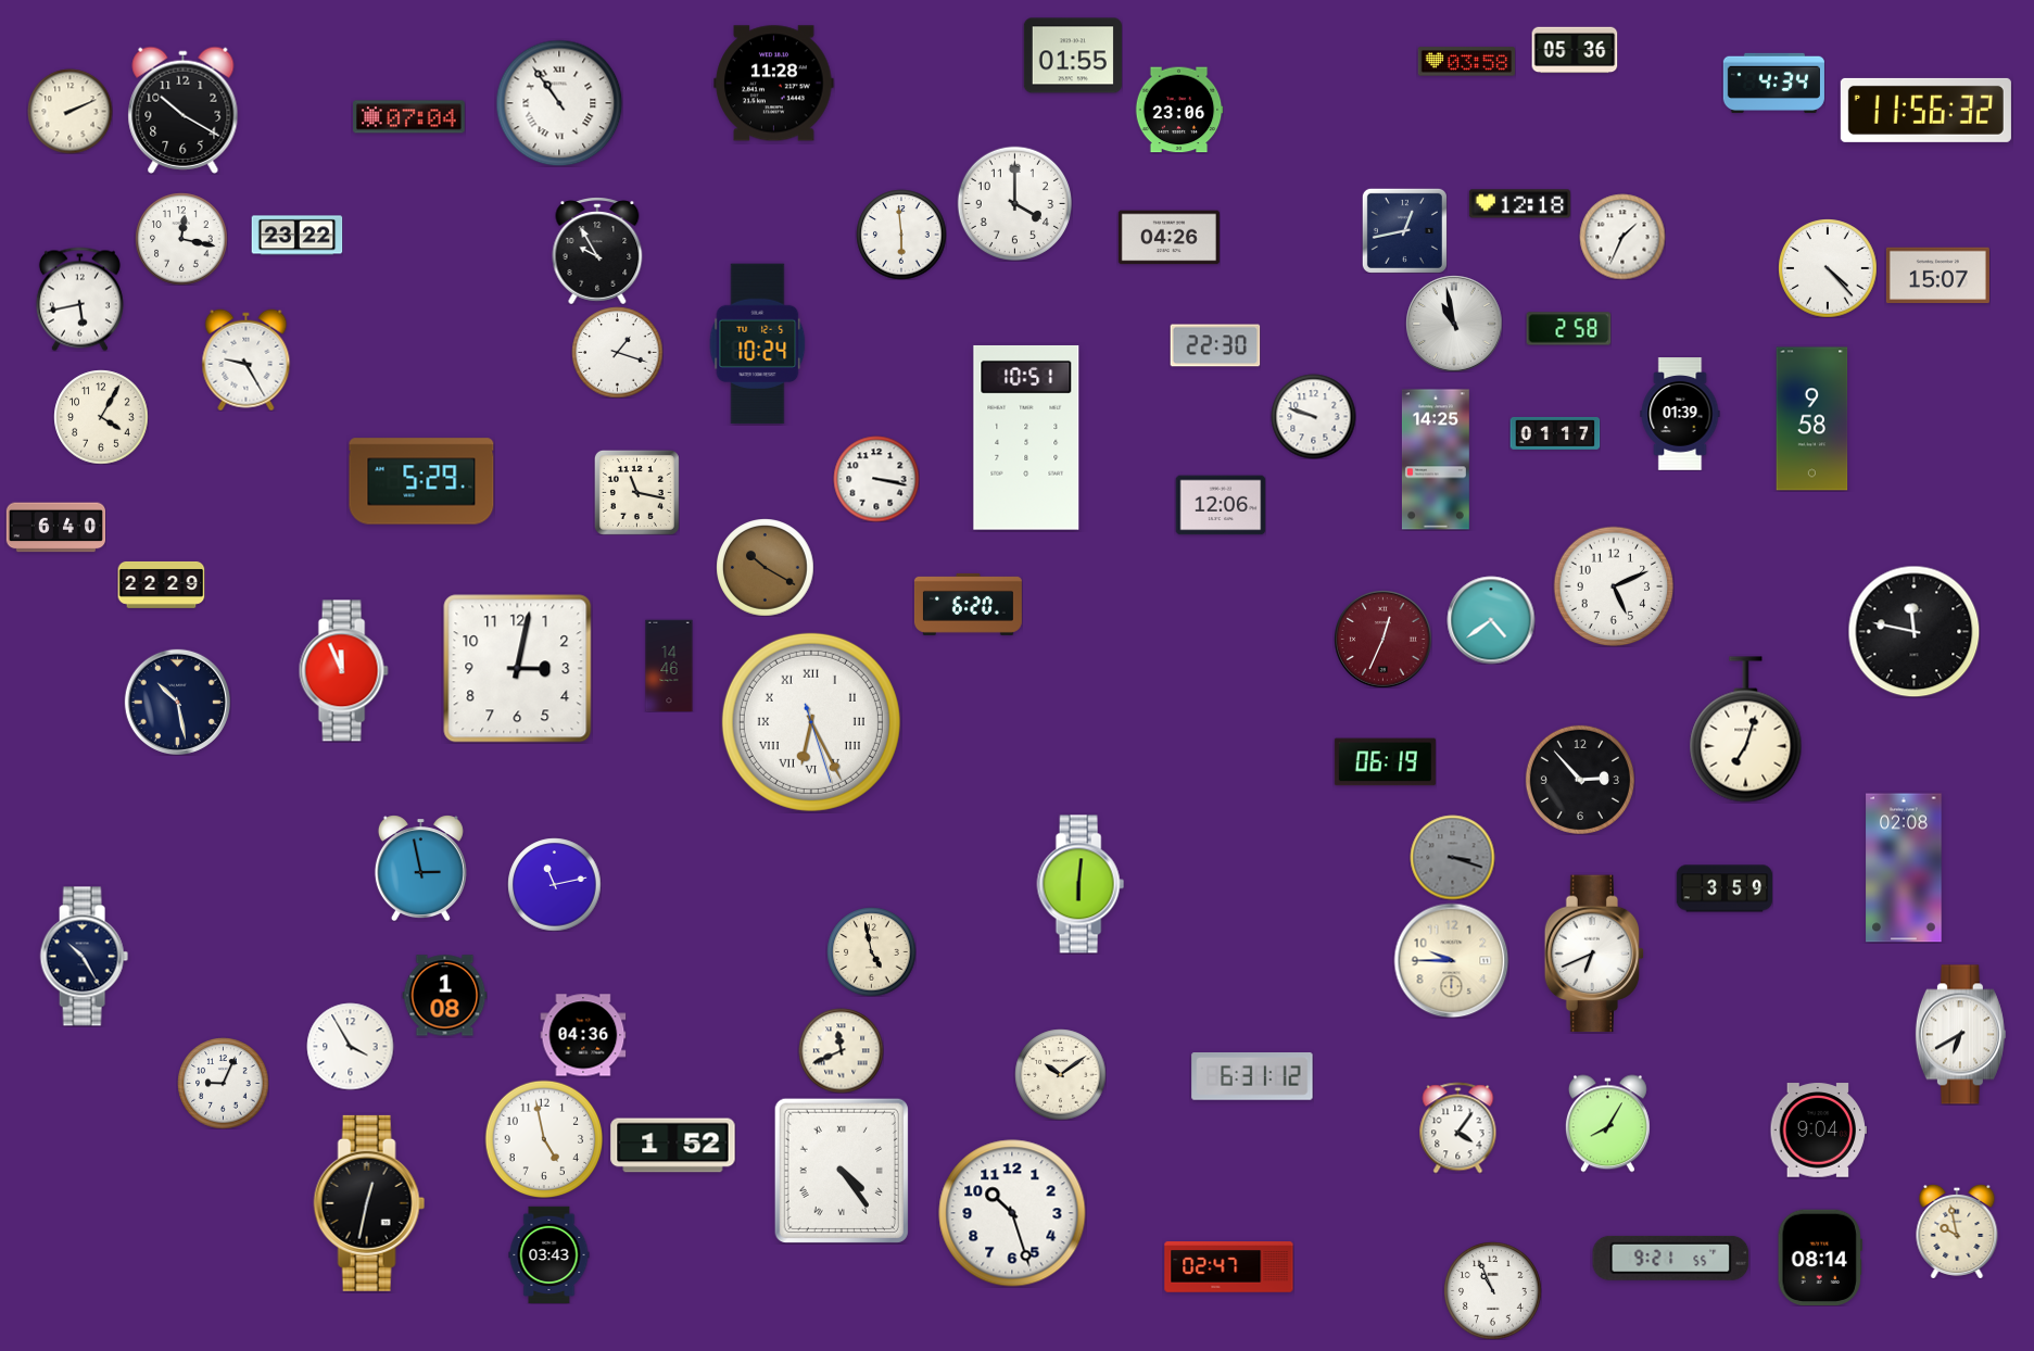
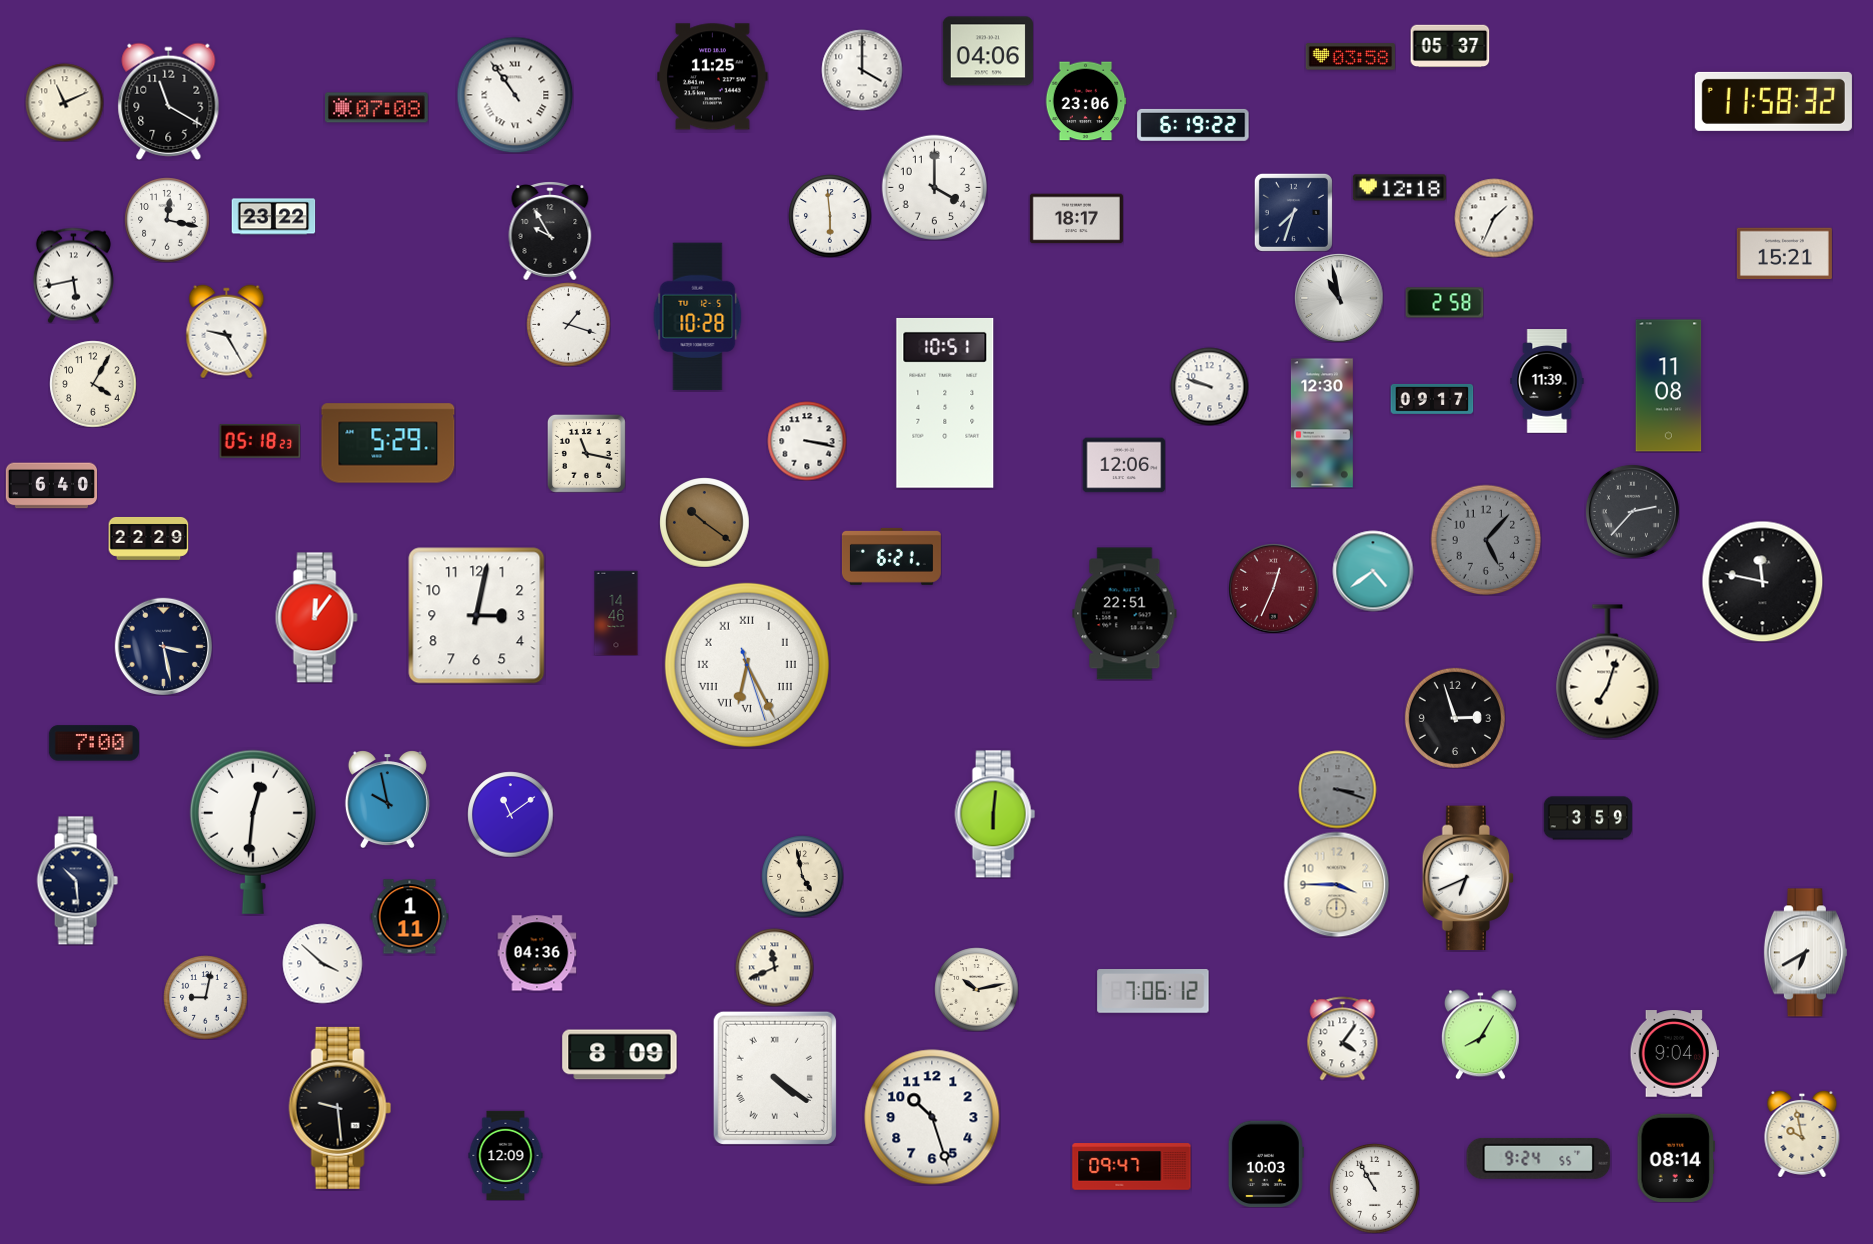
clock at (1575, 50): 05:36 -> 05:37
clock at (1072, 55): 01:55 -> 04:06
clock at (862, 70): none -> 4:00
clock at (1773, 83): 4:34 -> none
clock at (774, 84): 11:28 -> 11:25
clock at (184, 110): 10:20 -> 11:20
clock at (1925, 110): 11:56 -> 11:58
clock at (70, 111): 2:11 -> 11:11
clock at (409, 117): 07:04 -> 07:08
clock at (1193, 125): none -> 6:19
clock at (1404, 230): 12:43 -> 7:33
clock at (1168, 238): 04:26 -> 18:17
clock at (1828, 268): 4:23 -> none
clock at (1937, 276): 15:07 -> 15:21
clock at (758, 344): 10:24 -> 10:28
clock at (1215, 345): 22:30 -> none
clock at (1680, 414): 01:39 -> 11:39
clock at (1313, 416) position: (1313, 416) -> (1209, 386)
clock at (1812, 419): 9:58 -> 11:08
clock at (1555, 433): 01:17 -> 09:17
clock at (1436, 459): 14:25 -> 12:30
clock at (260, 442): none -> 05:18
clock at (1632, 511): none -> 2:37
clock at (765, 567): 10:20 -> 10:21
clock at (1614, 586): 5:11 -> 5:07
clock at (1614, 586) dial: white -> grey
clock at (968, 604): 6:20 -> 6:21
clock at (1125, 614): none -> 22:51
clock at (343, 671): 11:56 -> 12:06
clock at (177, 702): 10:28 -> 3:28
clock at (1385, 762): 06:19 -> none
clock at (1580, 780): 2:53 -> 2:57
clock at (93, 743): none -> 7:00
clock at (420, 868): 2:58 -> 9:58
clock at (1904, 868): 02:08 -> none
clock at (554, 884): 11:13 -> 11:09
clock at (253, 832): none -> 12:31
clock at (84, 957): 10:25 -> 10:29
clock at (1451, 960): 9:45 -> 3:45
clock at (444, 996): 1:08 -> 1:11
clock at (350, 1046): 3:55 -> 3:52
clock at (1060, 1074): 10:09 -> 10:13
clock at (1252, 1077): 6:31 -> 7:06
clock at (223, 1083): 9:04 -> 9:02
clock at (1818, 1131) position: (1818, 1131) -> (1674, 1054)
clock at (544, 1139): 4:58 -> none
clock at (673, 1146): 1:52 -> 8:09
clock at (842, 1171): 4:24 -> 4:21
clock at (369, 1203): 12:32 -> 9:29
clock at (549, 1254): 03:43 -> 12:09
clock at (1671, 1258): 9:21 -> 9:24
clock at (1266, 1164): none -> 10:03
clock at (1229, 1267): 02:47 -> 09:47
clock at (1492, 1290): 10:56 -> 10:55
